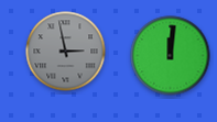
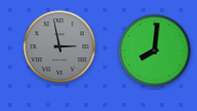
clock at (171, 56): 12:01 -> 8:01
